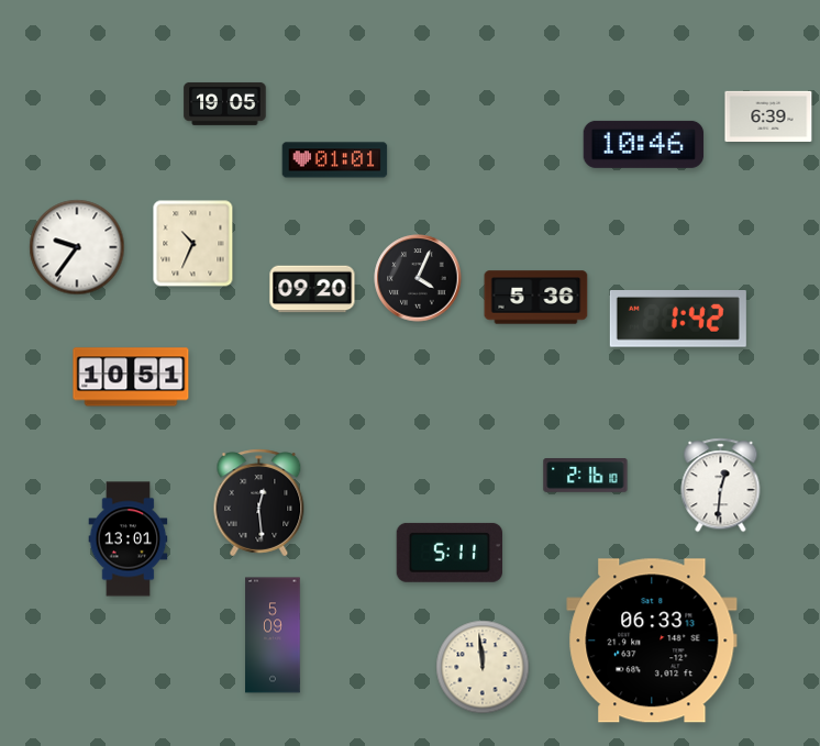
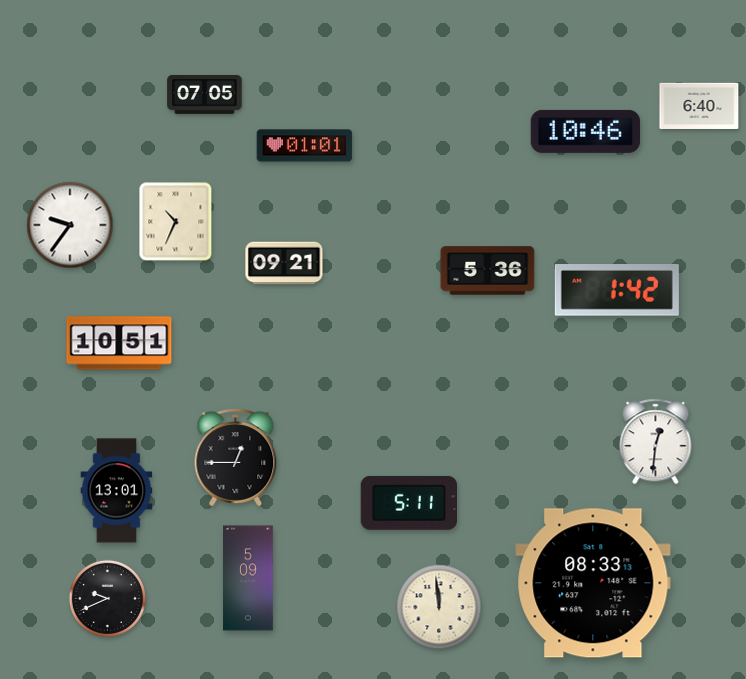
clock at (225, 104): 19:05 -> 07:05
clock at (768, 116): 6:39 -> 6:40
clock at (418, 278): 4:04 -> none
clock at (312, 289): 09:20 -> 09:21
clock at (586, 476): 2:16 -> none
clock at (259, 503): 12:29 -> 12:45
clock at (652, 641): 06:33 -> 08:33
clock at (107, 598): none -> 9:41
